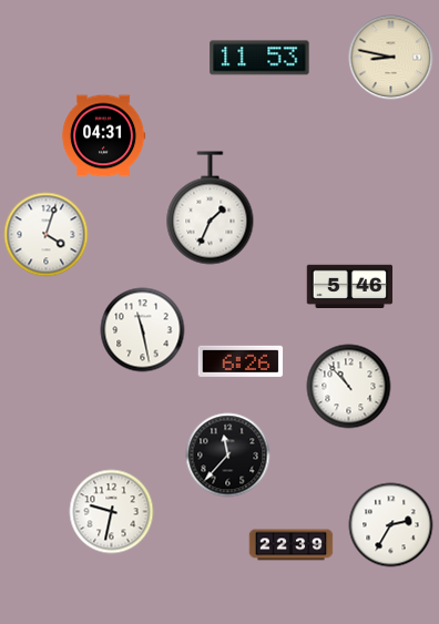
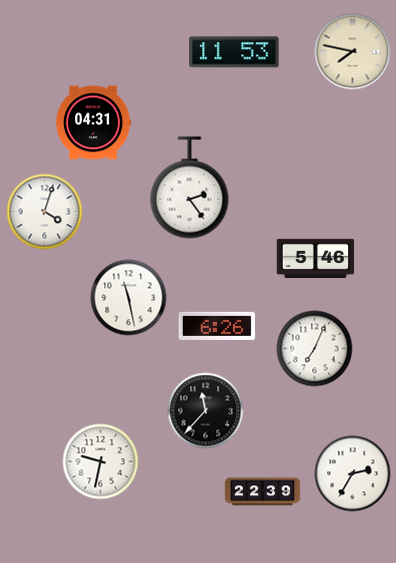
clock at (391, 58): 8:47 -> 7:47
clock at (211, 208): 1:34 -> 2:24
clock at (47, 235) position: (47, 235) -> (45, 212)
clock at (349, 387): 10:53 -> 7:04
